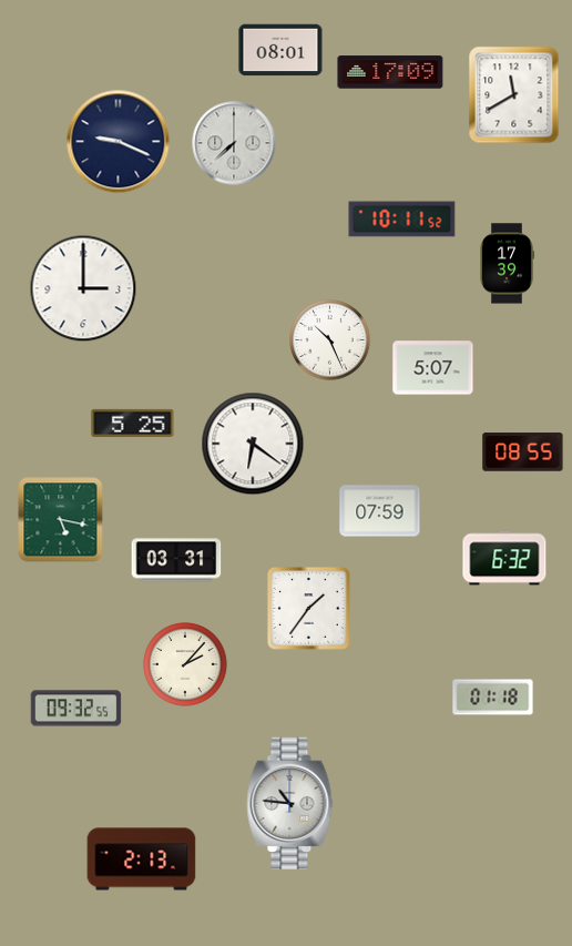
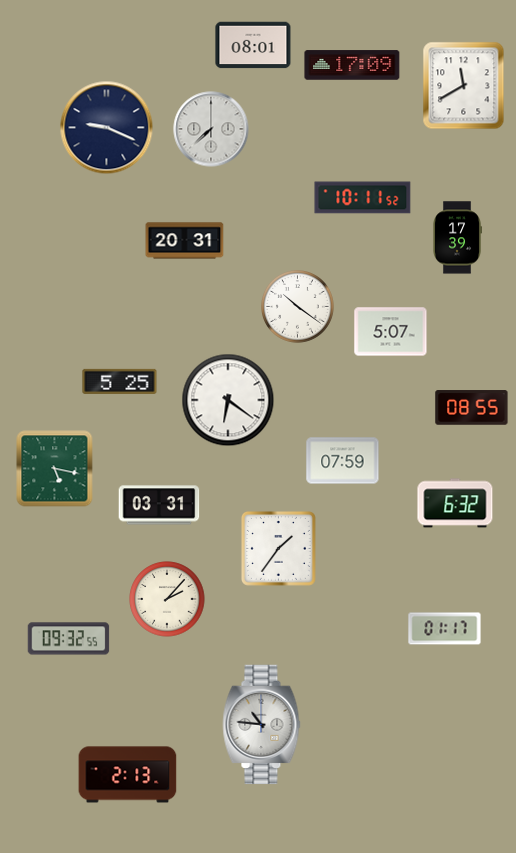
clock at (185, 241): none -> 20:31
clock at (83, 288): 3:00 -> none
clock at (330, 340): 10:26 -> 10:21
clock at (493, 698): 01:18 -> 01:17
